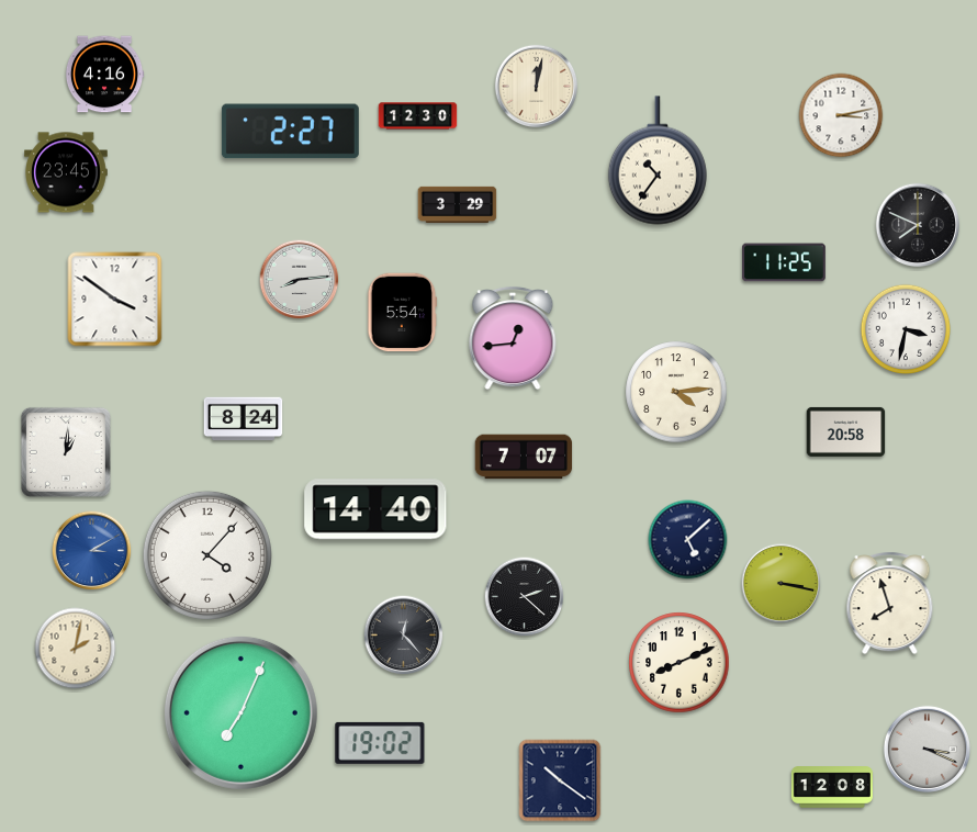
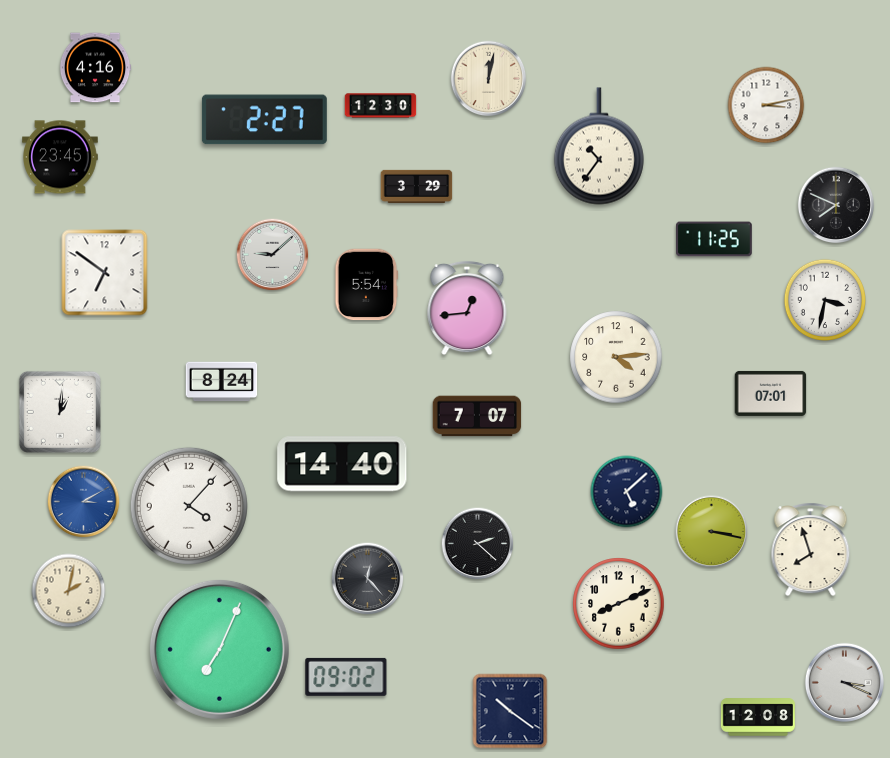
clock at (300, 280): 8:14 -> 9:08
clock at (115, 300): 3:51 -> 6:51
clock at (846, 431): 20:58 -> 07:01
clock at (380, 743): 19:02 -> 09:02
